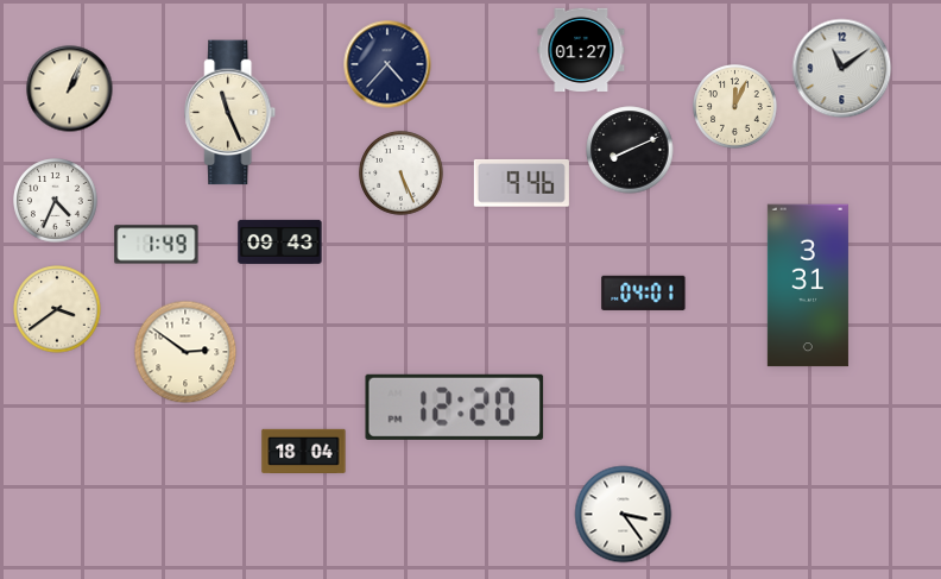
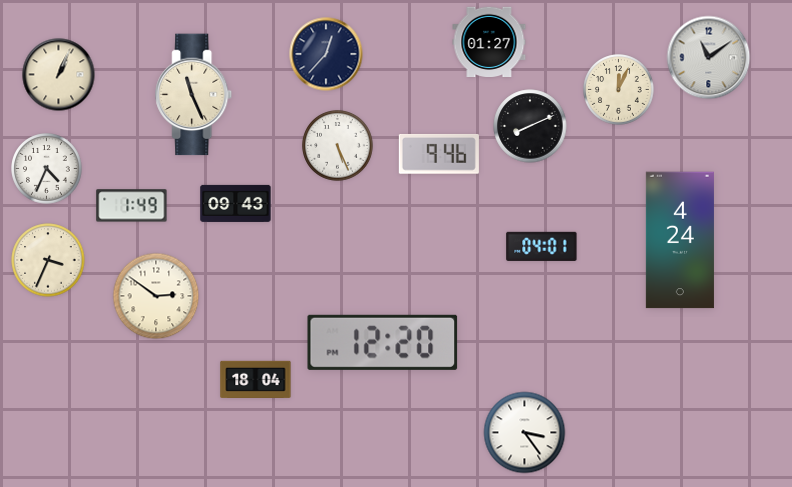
clock at (387, 64): 4:37 -> 12:37
clock at (808, 285): 3:31 -> 4:24
clock at (57, 309): 3:39 -> 3:34
